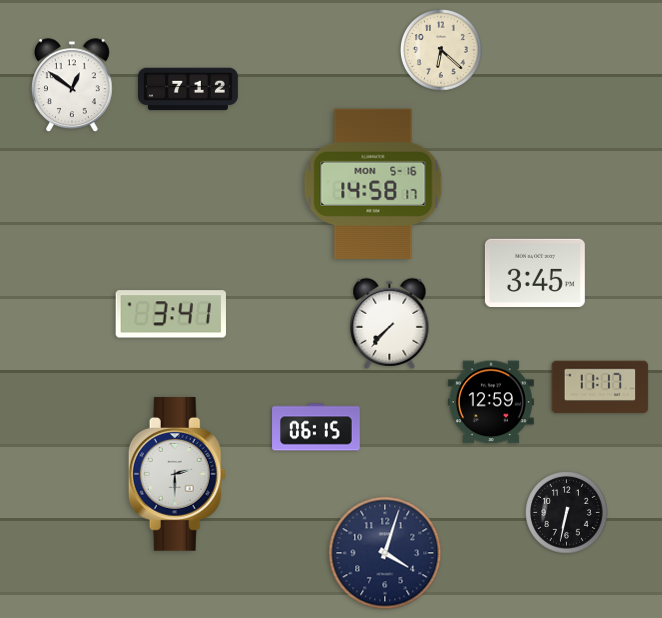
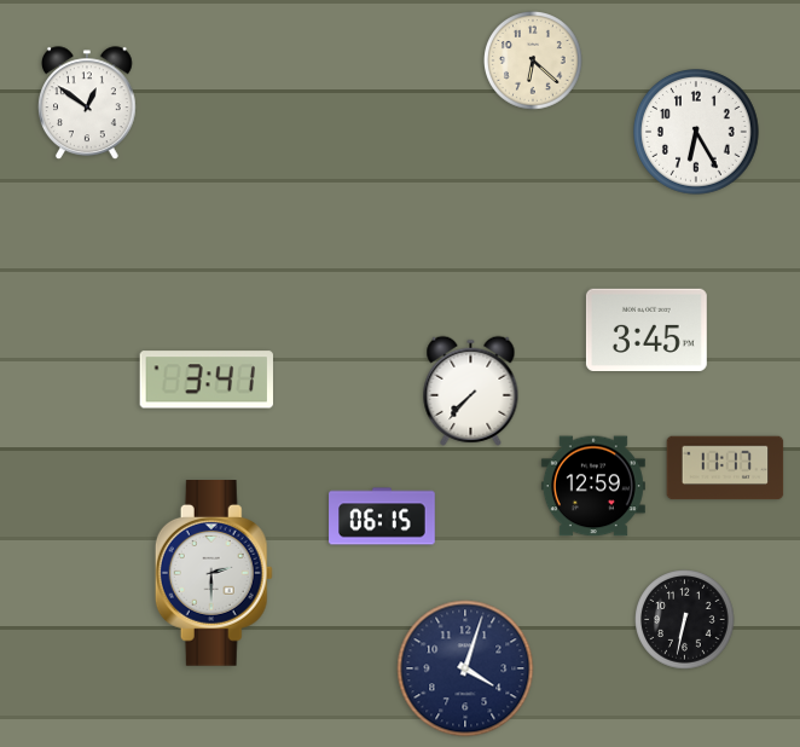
clock at (188, 89): 7:12 -> none
clock at (697, 133): none -> 6:25
clock at (373, 183): 14:58 -> none
